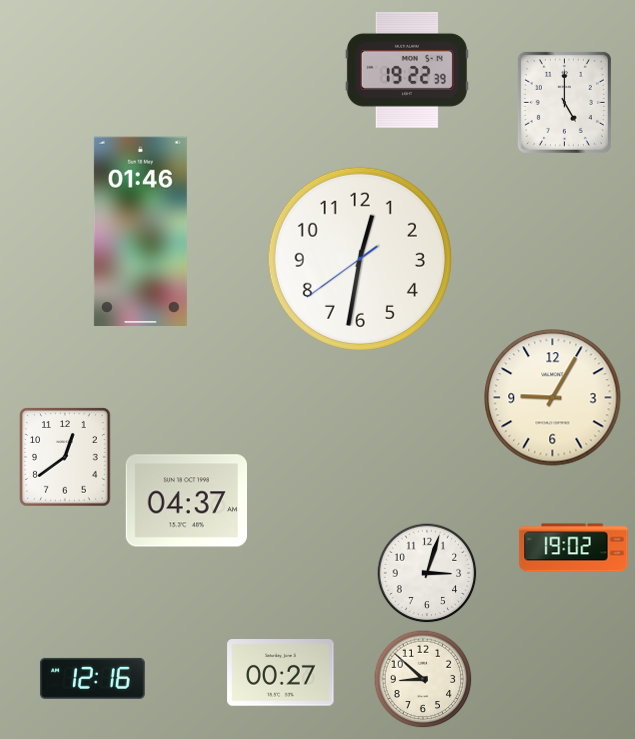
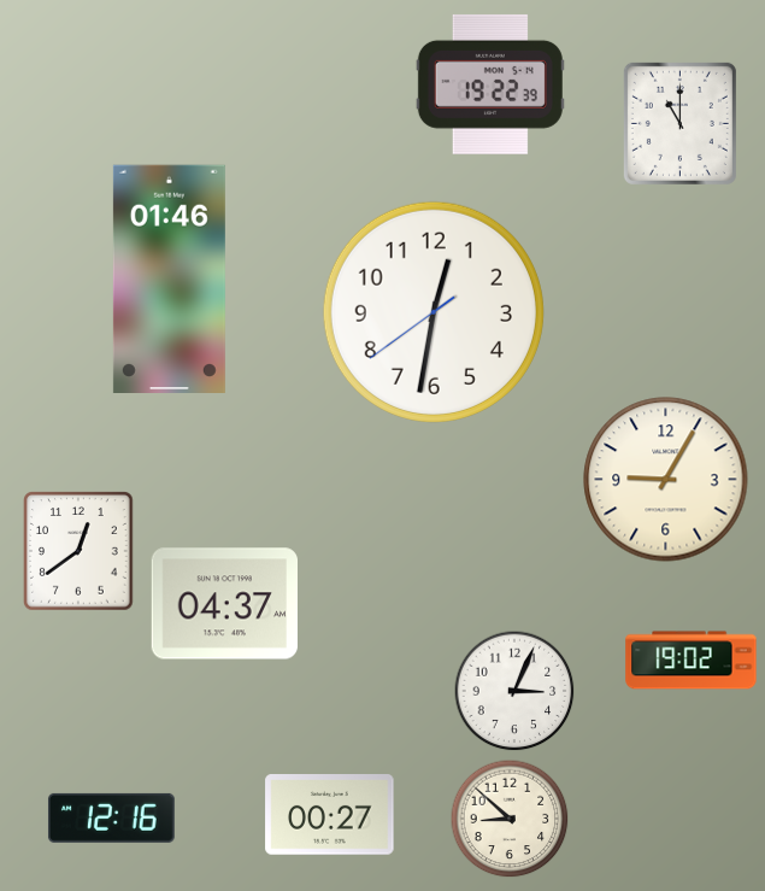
clock at (564, 102): 5:00 -> 11:00
clock at (427, 573): 3:03 -> 3:04
clock at (281, 673) position: (281, 673) -> (330, 815)
